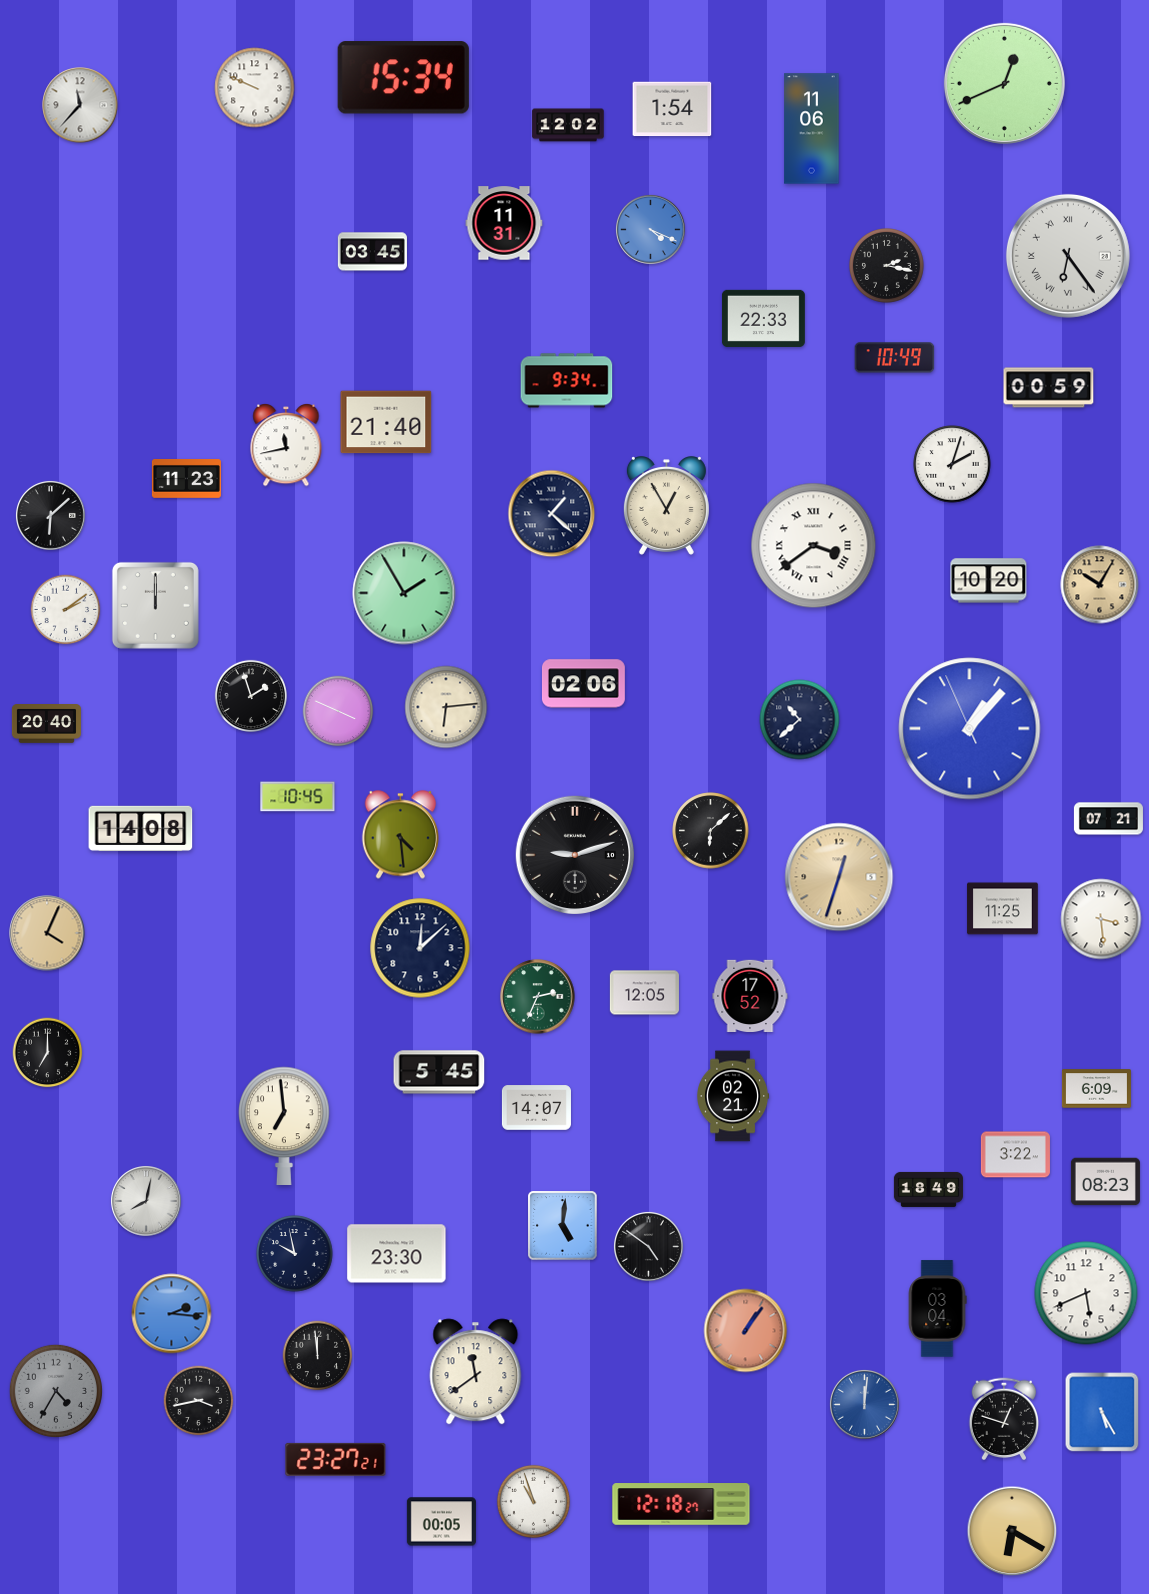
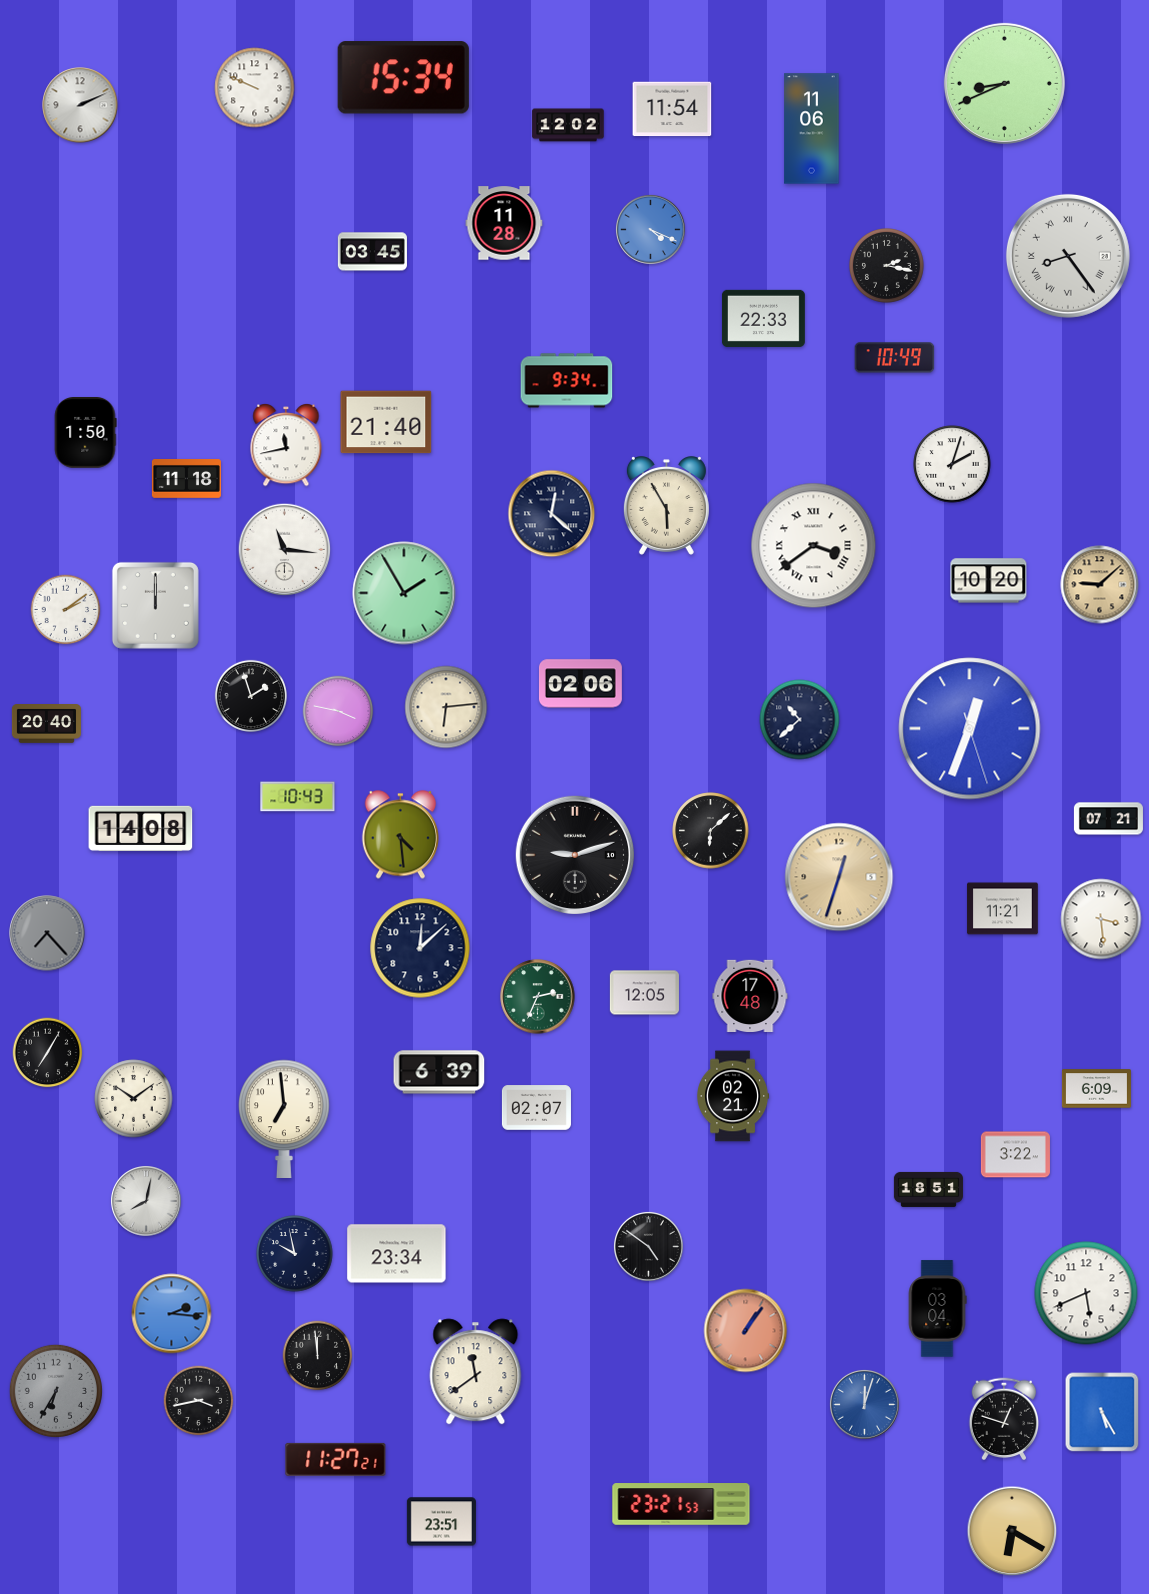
clock at (1004, 83): 12:41 -> 8:41
clock at (80, 105): 11:37 -> 2:11
clock at (672, 109): 1:54 -> 11:54
clock at (504, 223): 11:31 -> 11:28
clock at (1068, 256): 6:24 -> 8:24
clock at (1049, 388): 00:59 -> none
clock at (85, 433): none -> 1:50
clock at (186, 479): 11:23 -> 11:18
clock at (666, 506): 12:55 -> 5:55
clock at (552, 514): 1:22 -> 12:22
clock at (50, 515): 6:08 -> none
clock at (285, 550): none -> 11:16
clock at (1100, 585): 10:05 -> 9:08
clock at (583, 684) position: (583, 684) -> (580, 684)
clock at (338, 711): 3:49 -> 3:47
clock at (970, 729): 1:06 -> 12:33
clock at (298, 797): 10:45 -> 10:43
clock at (1003, 909): 11:25 -> 11:21
clock at (47, 933): 4:04 -> 7:23
clock at (47, 933) dial: champagne -> grey
clock at (750, 995): 17:52 -> 17:48
clock at (48, 1053): 7:00 -> 7:05
clock at (439, 1072): 5:45 -> 6:39
clock at (134, 1099): none -> 10:09
clock at (536, 1108): 14:07 -> 02:07
clock at (284, 1125) position: (284, 1125) -> (284, 1118)
clock at (1105, 1182): 08:23 -> none
clock at (928, 1189): 18:49 -> 18:51
clock at (563, 1226): 5:01 -> none
clock at (397, 1254): 23:30 -> 23:34
clock at (56, 1391): 4:35 -> 6:35
clock at (864, 1404): 12:01 -> 12:03
clock at (336, 1459): 23:27 -> 11:27
clock at (533, 1501): 10:57 -> none
clock at (681, 1504): 12:18 -> 23:21
clock at (441, 1522): 00:05 -> 23:51
